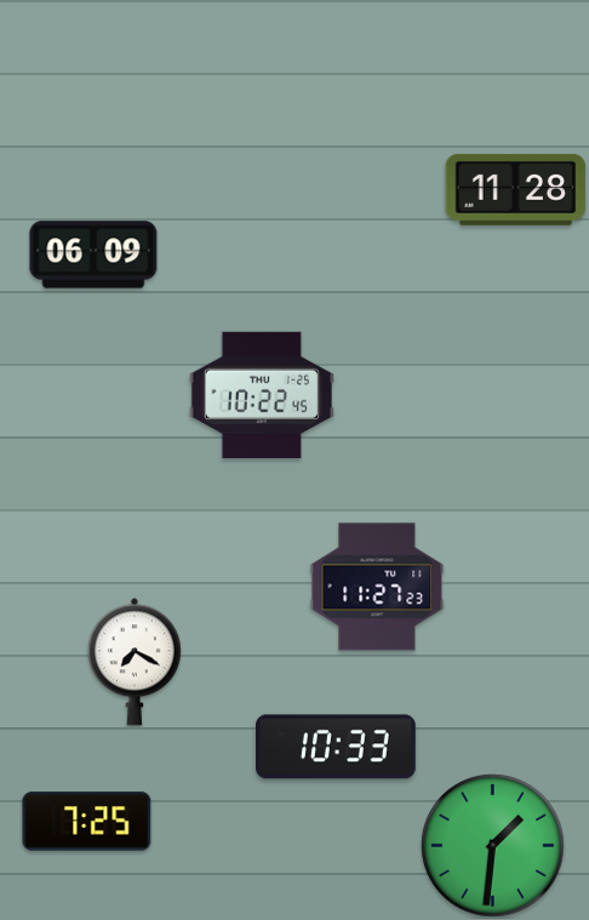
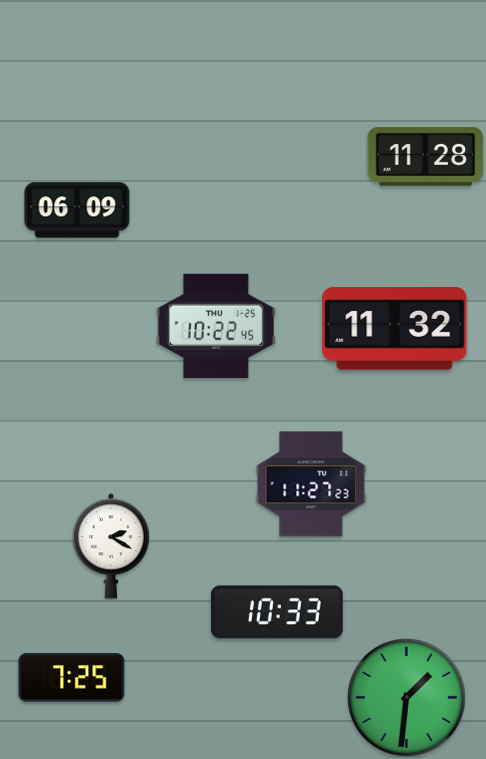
clock at (395, 329): none -> 11:32
clock at (135, 662): 7:20 -> 2:20
clock at (336, 747) position: (336, 747) -> (277, 612)
